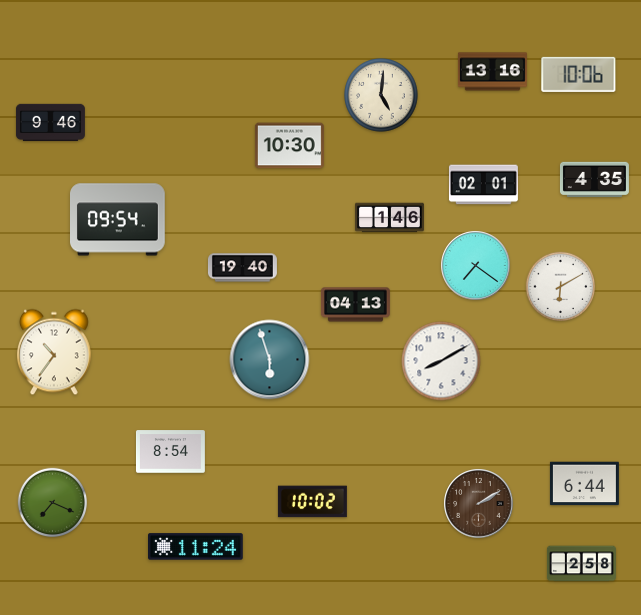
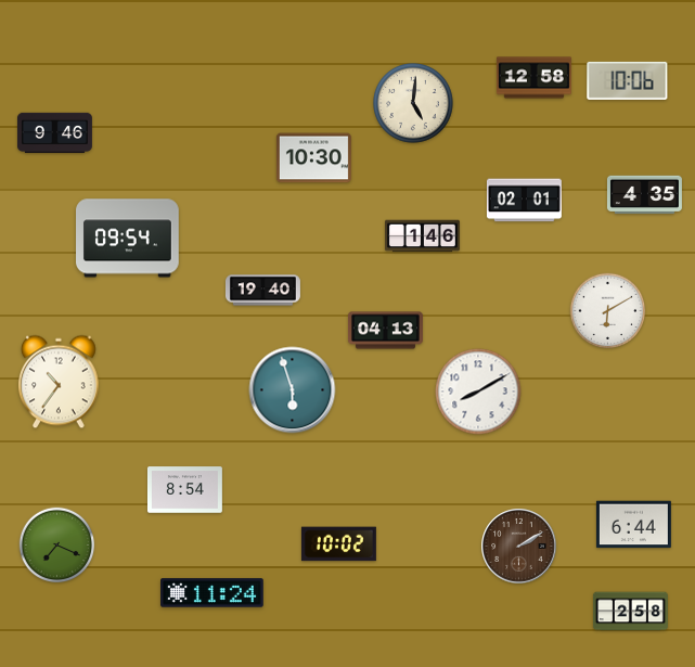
clock at (492, 72): 13:16 -> 12:58
clock at (476, 266): 7:21 -> none
